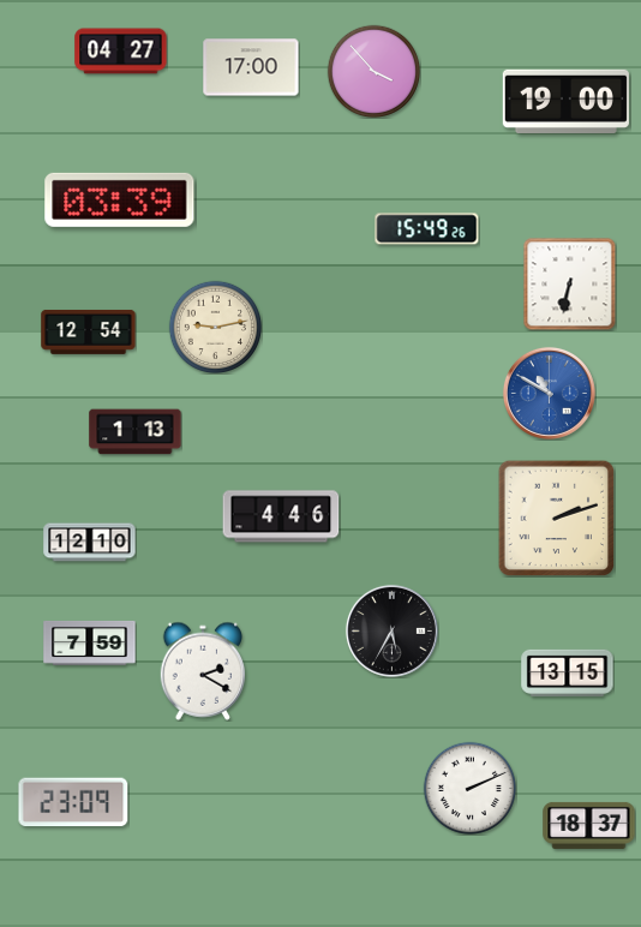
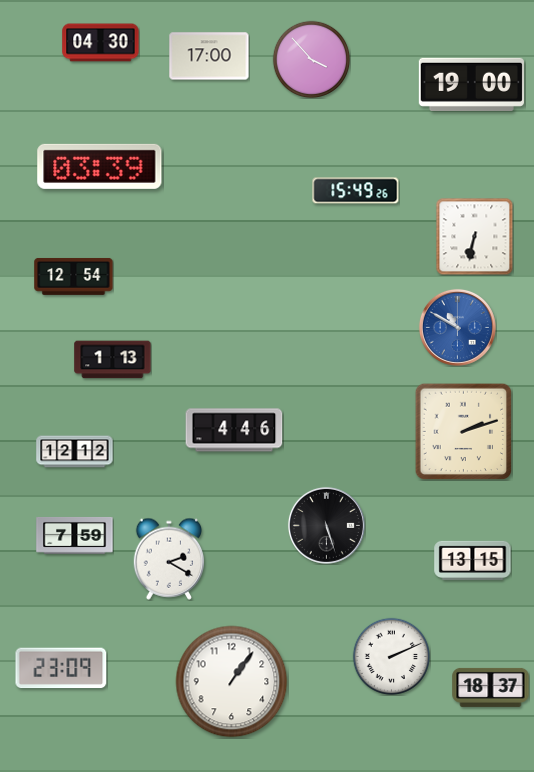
clock at (121, 52): 04:27 -> 04:30
clock at (215, 327): 9:13 -> none
clock at (90, 543): 12:10 -> 12:12
clock at (391, 630): 5:35 -> 5:27
clock at (232, 682): none -> 1:06
